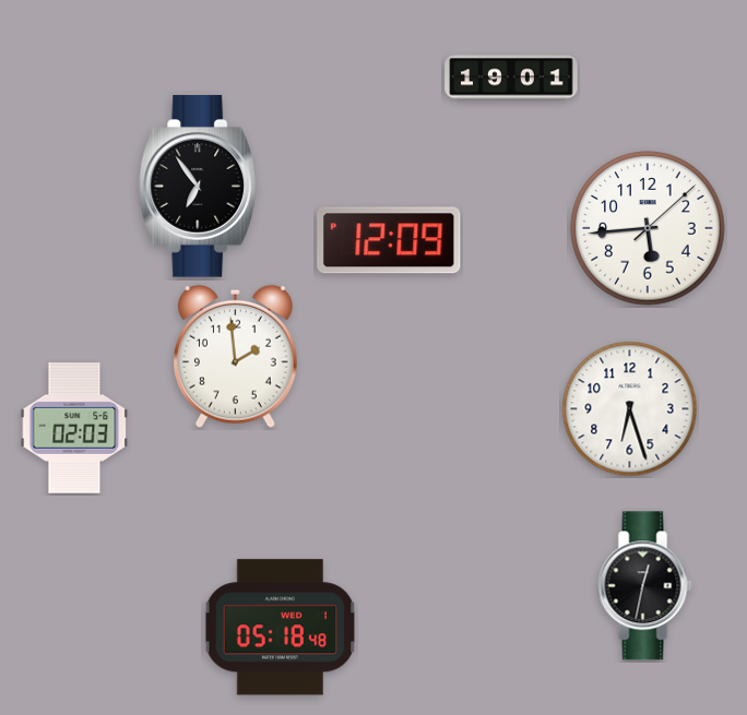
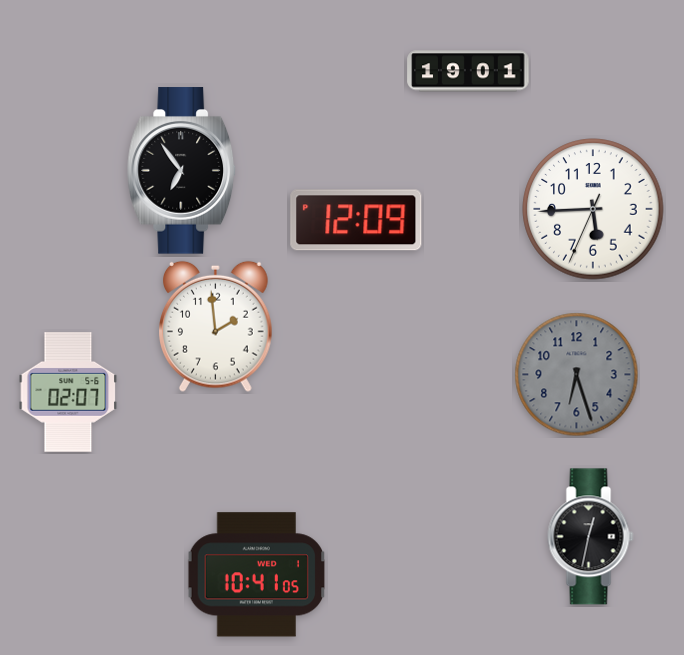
clock at (648, 228): 5:44:08 -> 5:44:34
clock at (630, 409) dial: white -> grey
clock at (74, 428): 02:03 -> 02:07
clock at (280, 628): 05:18 -> 10:41
